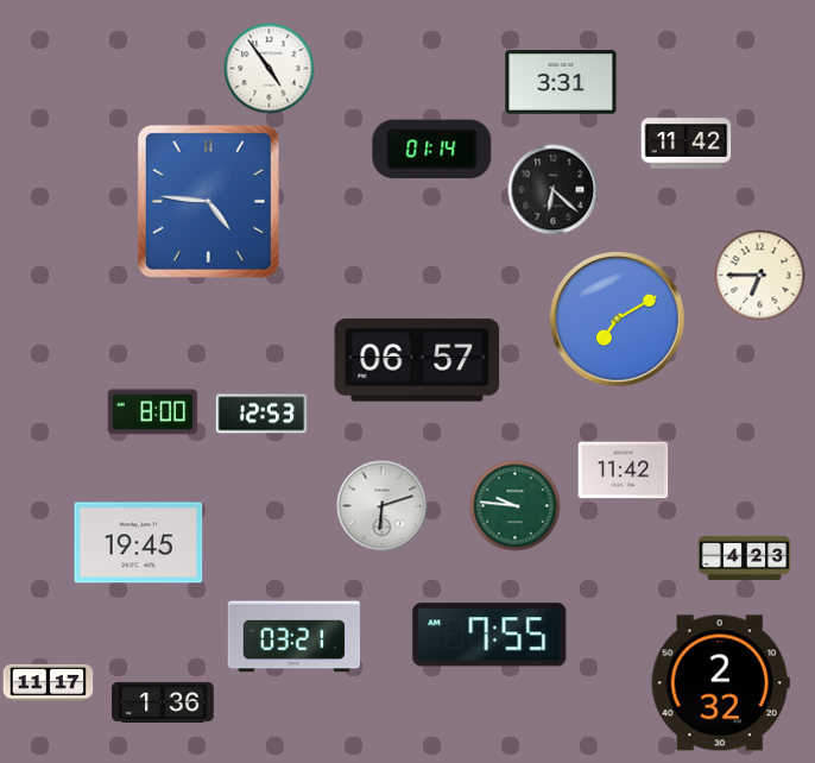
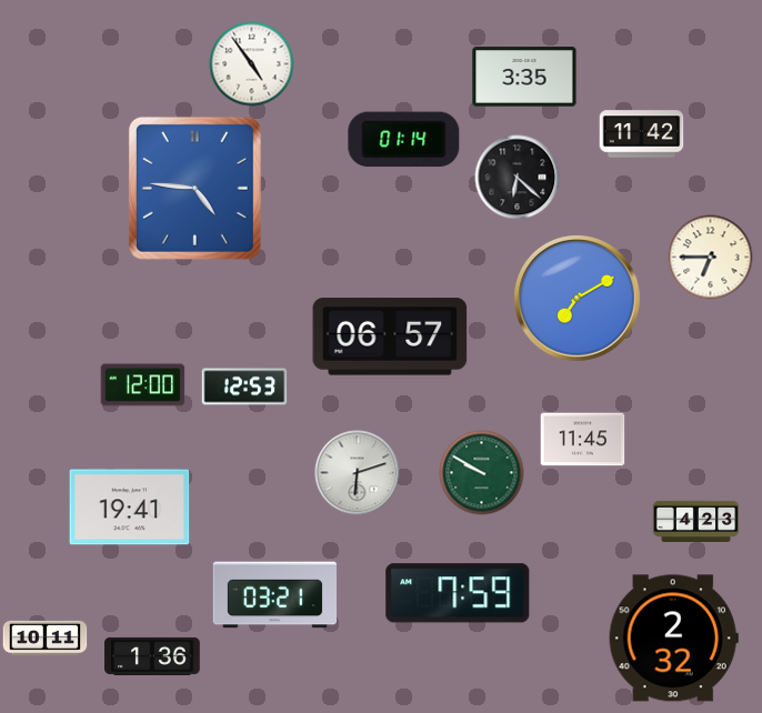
clock at (561, 82): 3:31 -> 3:35
clock at (153, 412): 8:00 -> 12:00
clock at (624, 471): 11:42 -> 11:45
clock at (516, 506): 9:46 -> 9:50
clock at (139, 543): 19:45 -> 19:41
clock at (489, 635): 7:55 -> 7:59
clock at (49, 682): 11:17 -> 10:11
